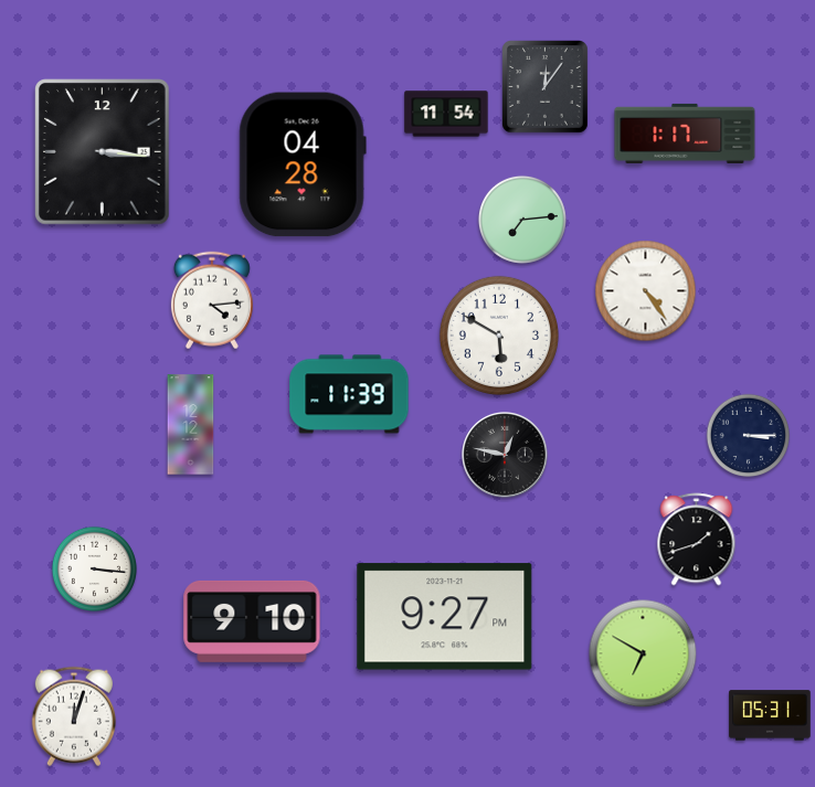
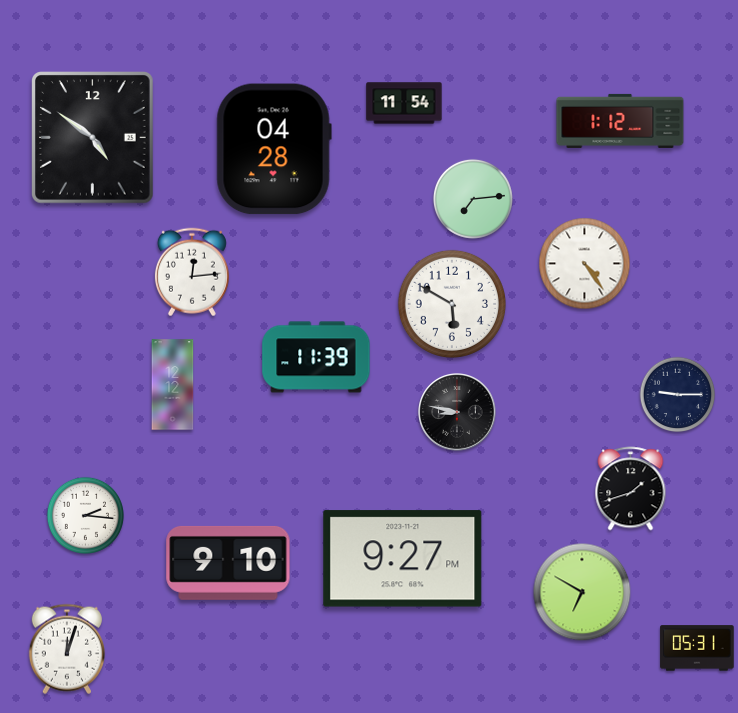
clock at (546, 87): 12:06 -> none
clock at (685, 134): 1:17 -> 1:12
clock at (103, 152): 3:16 -> 4:51
clock at (212, 300): 4:14 -> 12:14
clock at (749, 436): 3:15 -> 9:15
clock at (505, 455): 12:47 -> 8:47
clock at (94, 568): 3:16 -> 2:16
